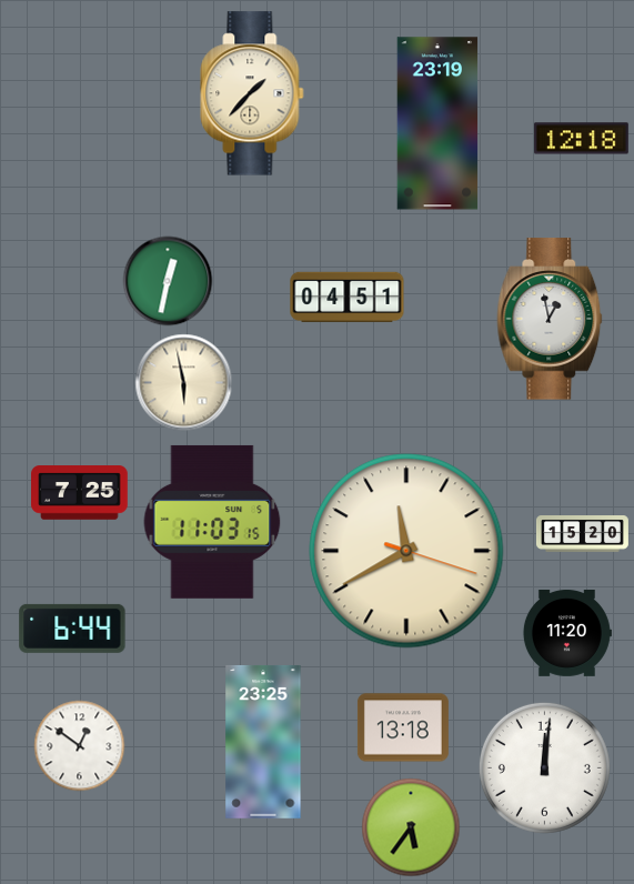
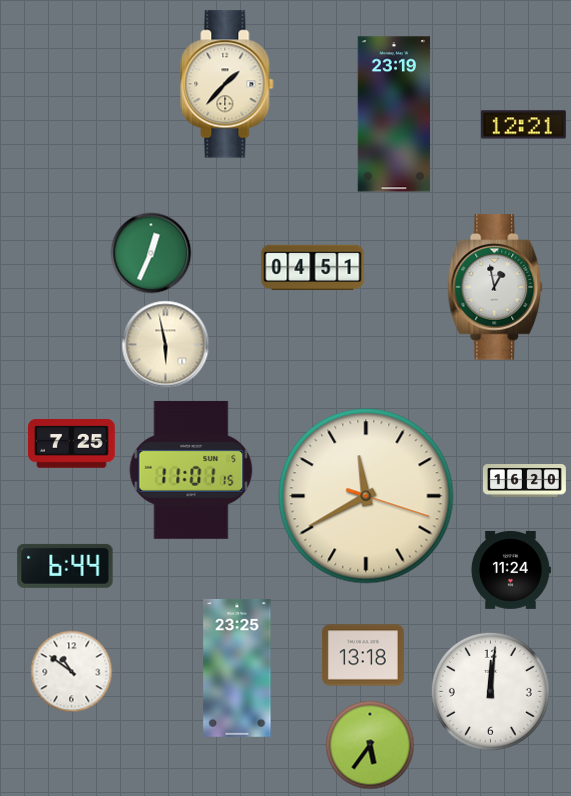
clock at (437, 123) position: (437, 123) -> (394, 114)
clock at (581, 139): 12:18 -> 12:21
clock at (168, 281): 12:32 -> 12:34
clock at (212, 522): 11:03 -> 11:01
clock at (582, 534): 15:20 -> 16:20
clock at (567, 633): 11:20 -> 11:24
clock at (79, 745): 12:51 -> 10:51
